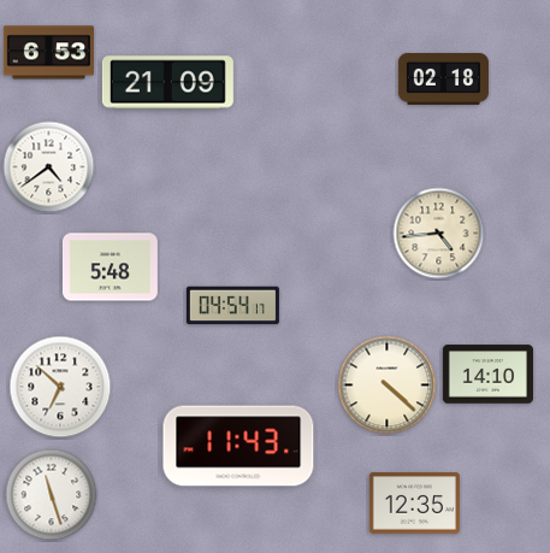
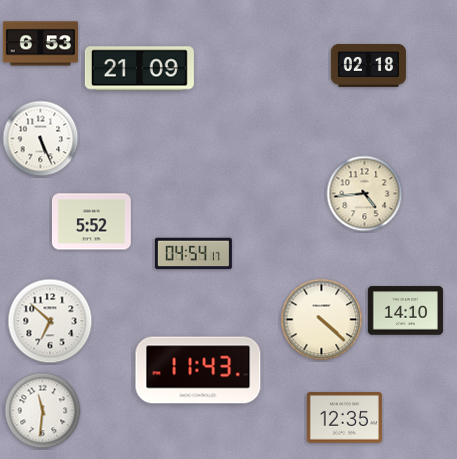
clock at (49, 167): 4:39 -> 5:26
clock at (110, 267): 5:48 -> 5:52
clock at (52, 495): 11:27 -> 11:31
